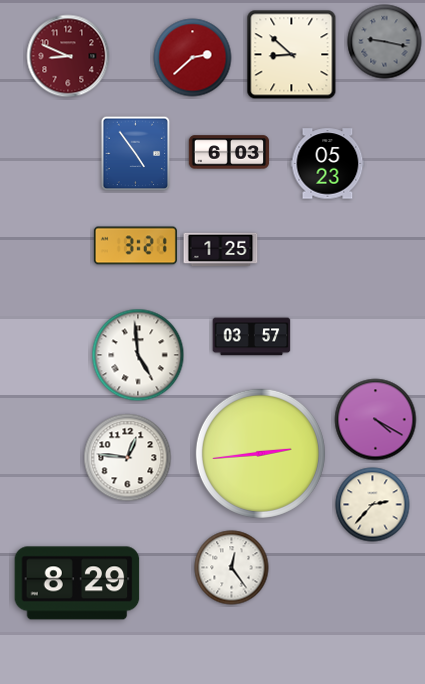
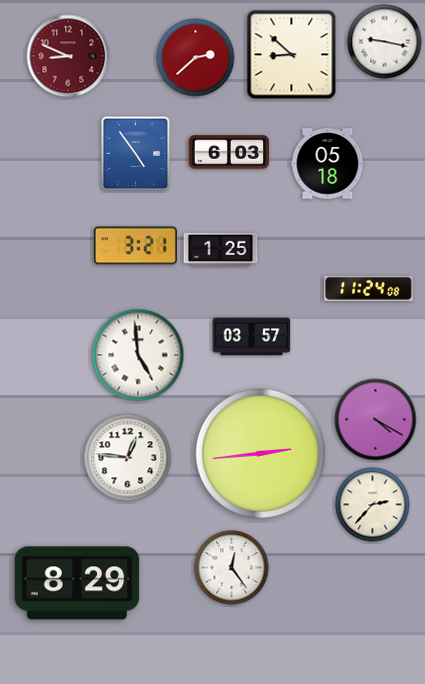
clock at (385, 42) dial: grey -> white
clock at (193, 58) position: (193, 58) -> (196, 58)
clock at (328, 164): 05:23 -> 05:18
clock at (369, 288): none -> 11:24
